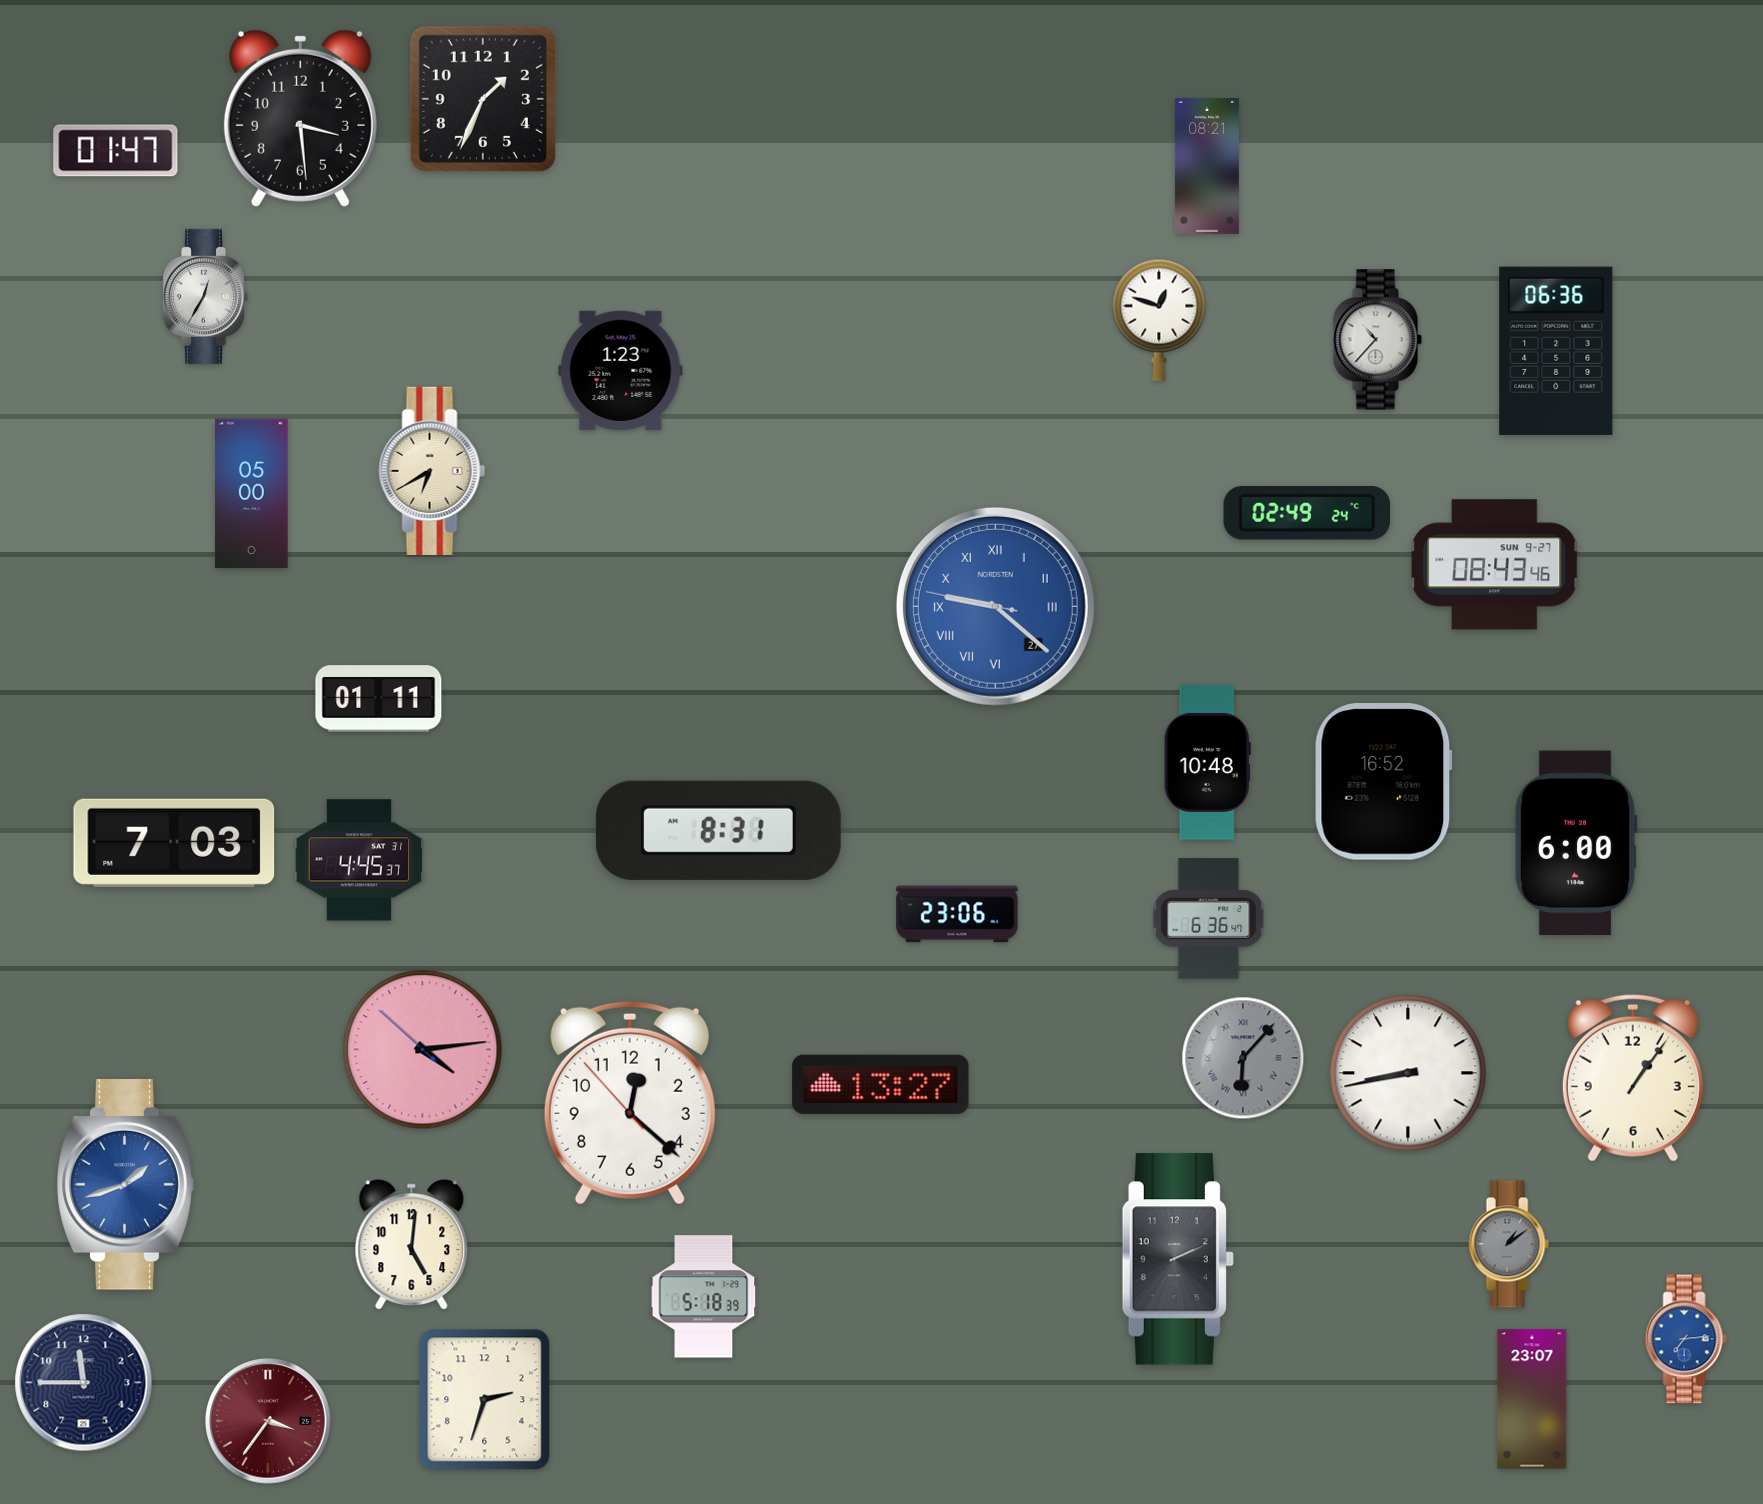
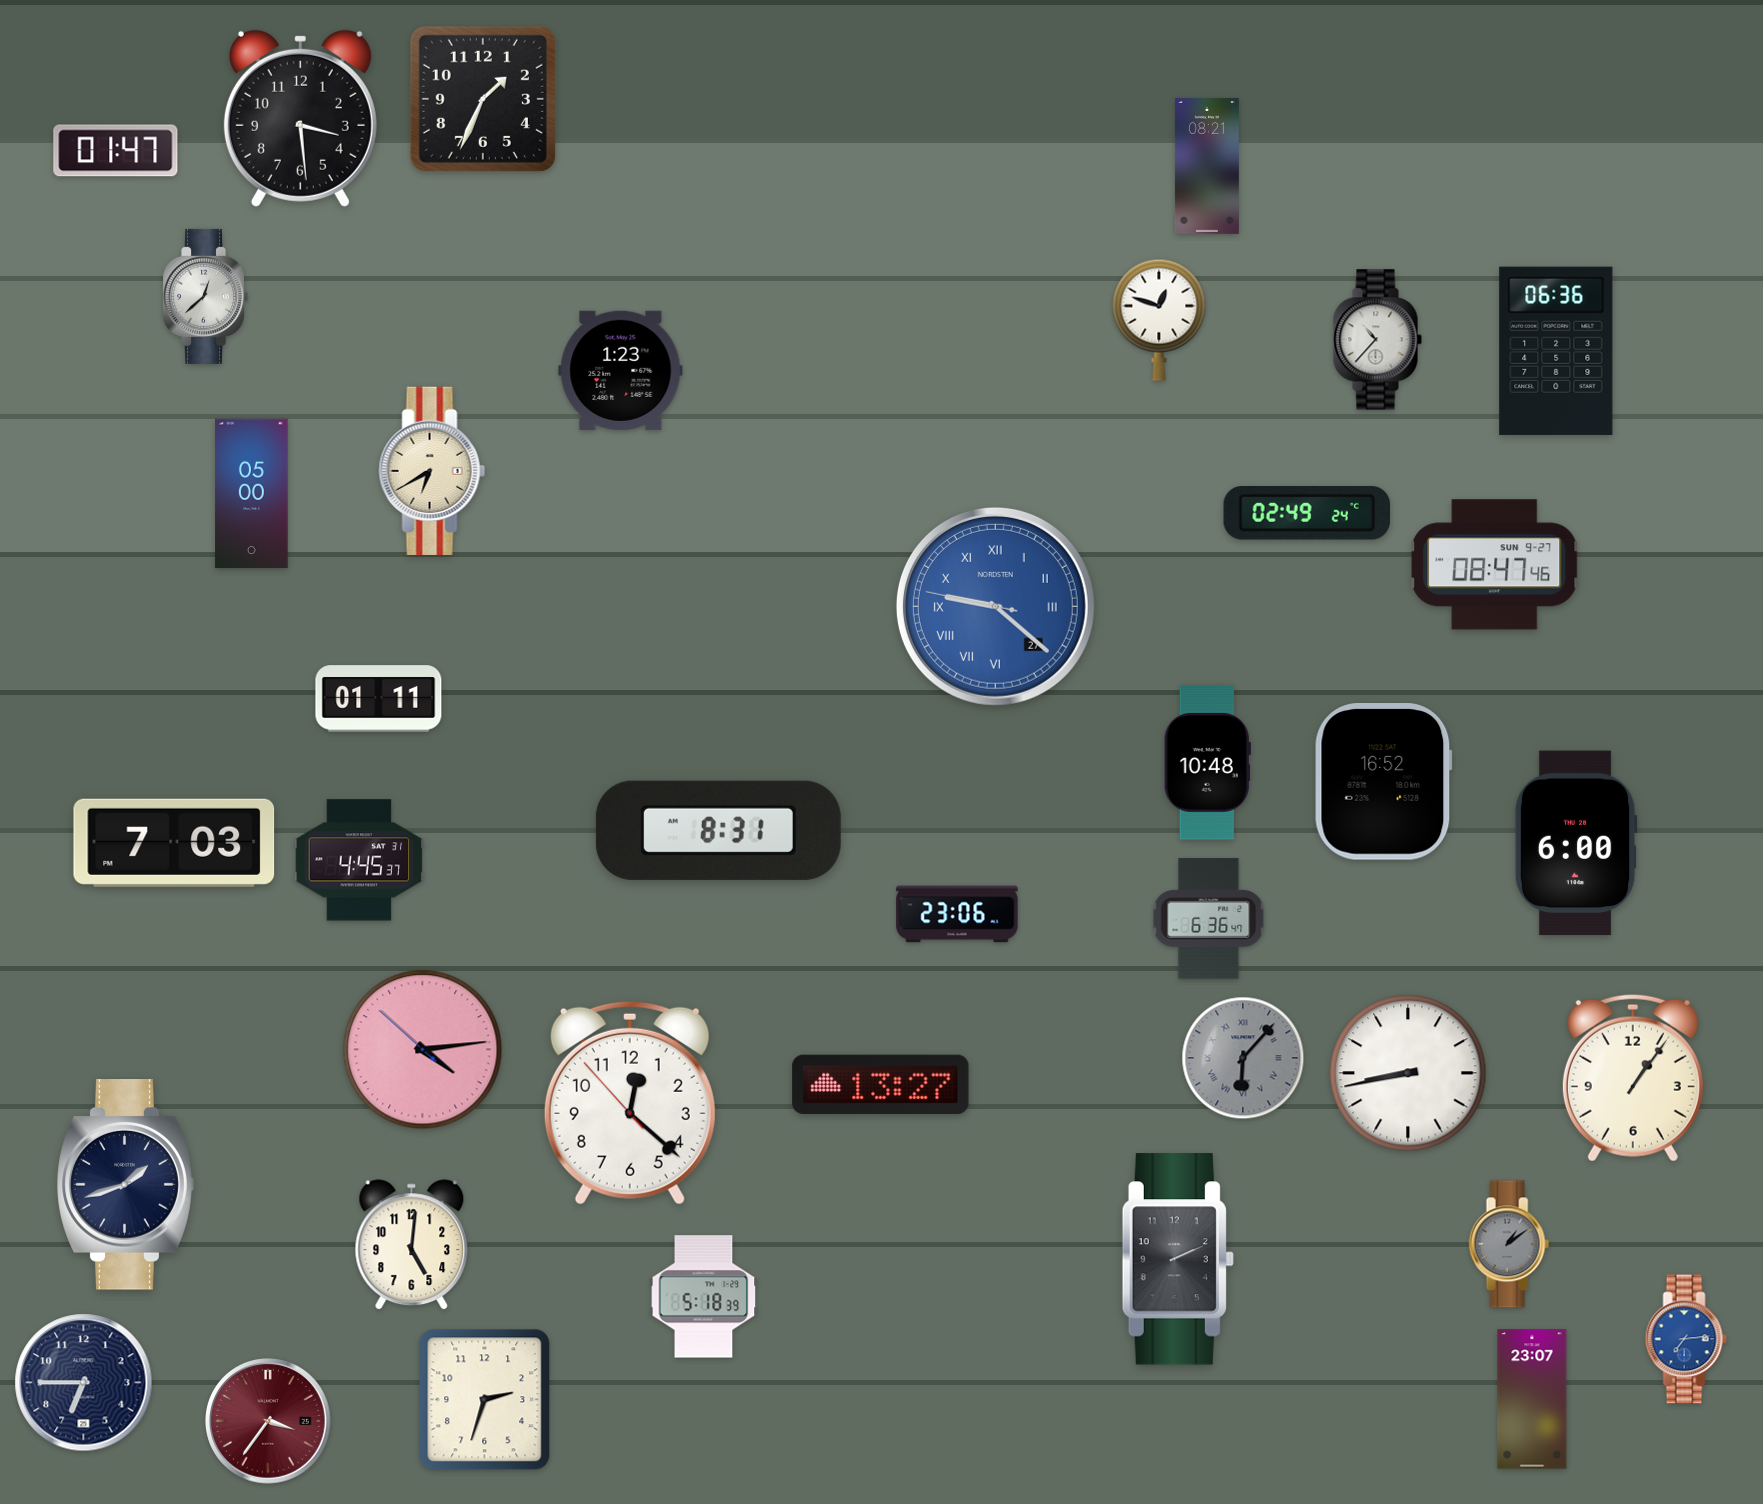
clock at (205, 296): 12:35 -> 12:38
clock at (1495, 565): 08:43 -> 08:47
clock at (125, 1185) dial: blue -> navy
clock at (84, 1383): 11:45 -> 6:45
